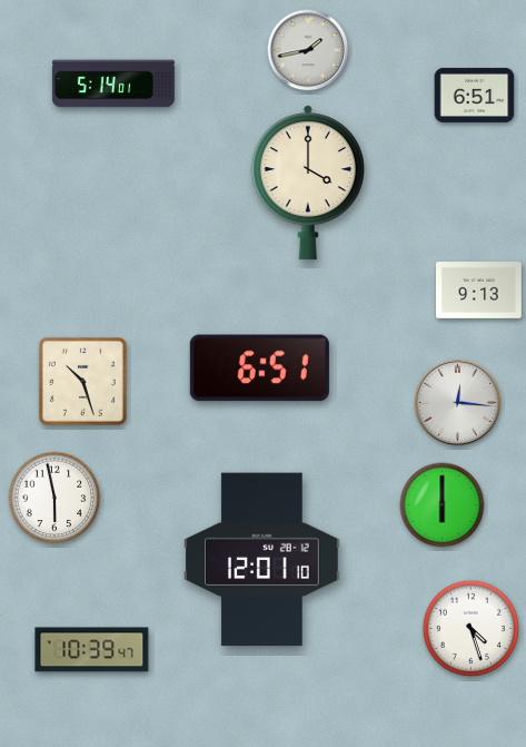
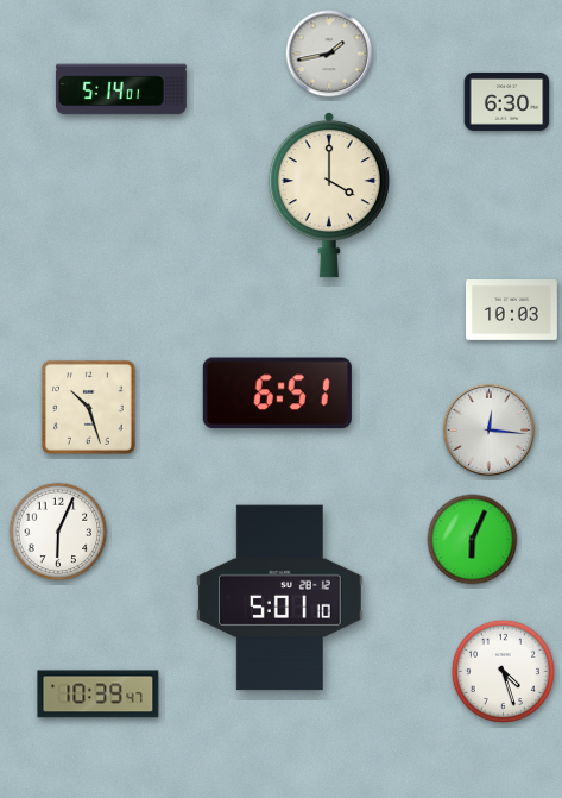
clock at (475, 95): 6:51 -> 6:30
clock at (479, 291): 9:13 -> 10:03
clock at (54, 498): 5:58 -> 6:04
clock at (443, 505): 6:00 -> 6:04
clock at (262, 560): 12:01 -> 5:01
